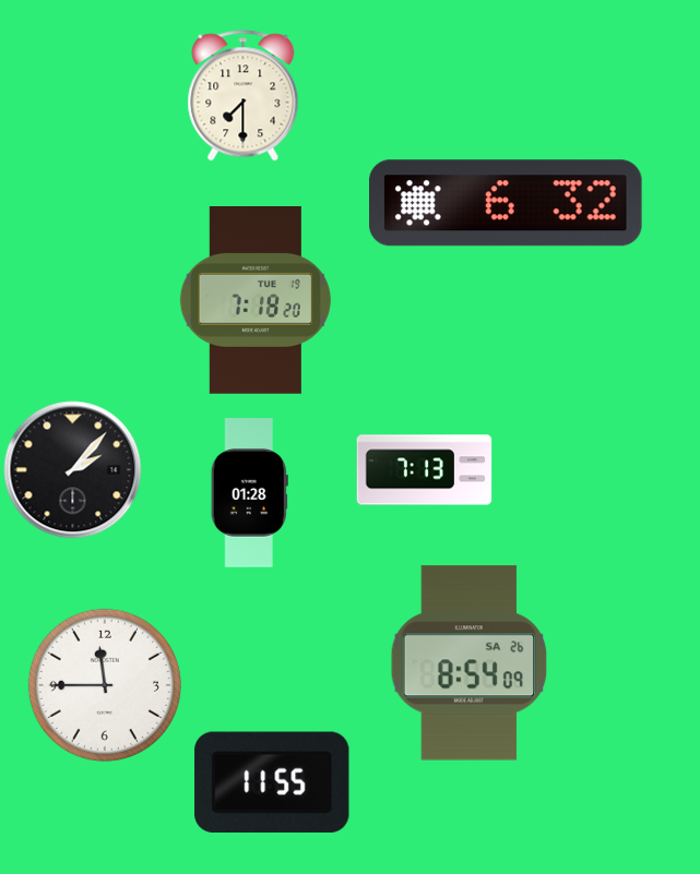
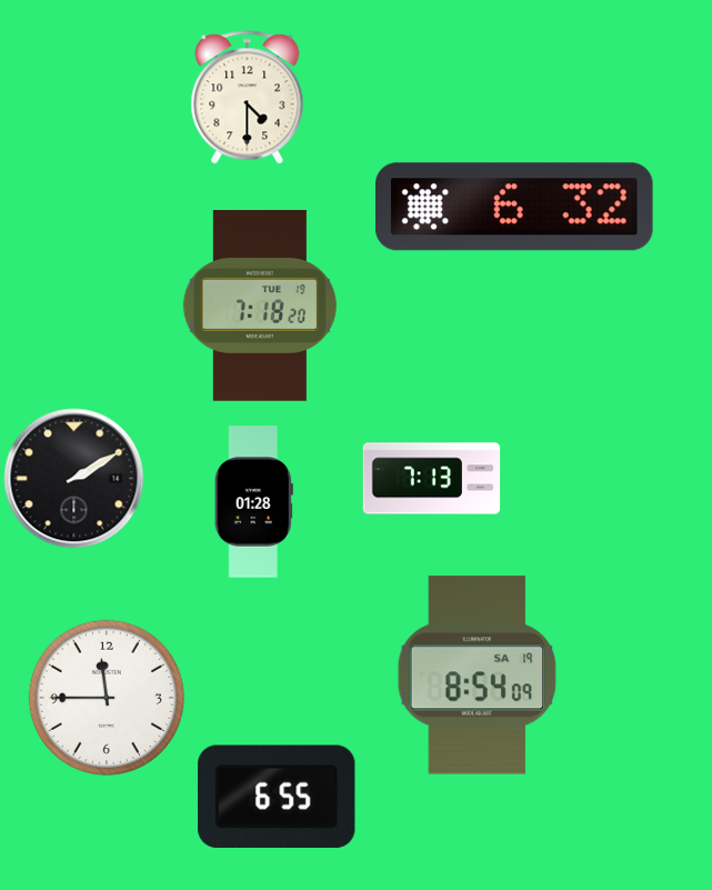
clock at (244, 96): 7:30 -> 4:30
clock at (73, 470): 2:07 -> 2:10
clock at (470, 663) date: SA 26 -> SA 19
clock at (272, 781): 11:55 -> 6:55
